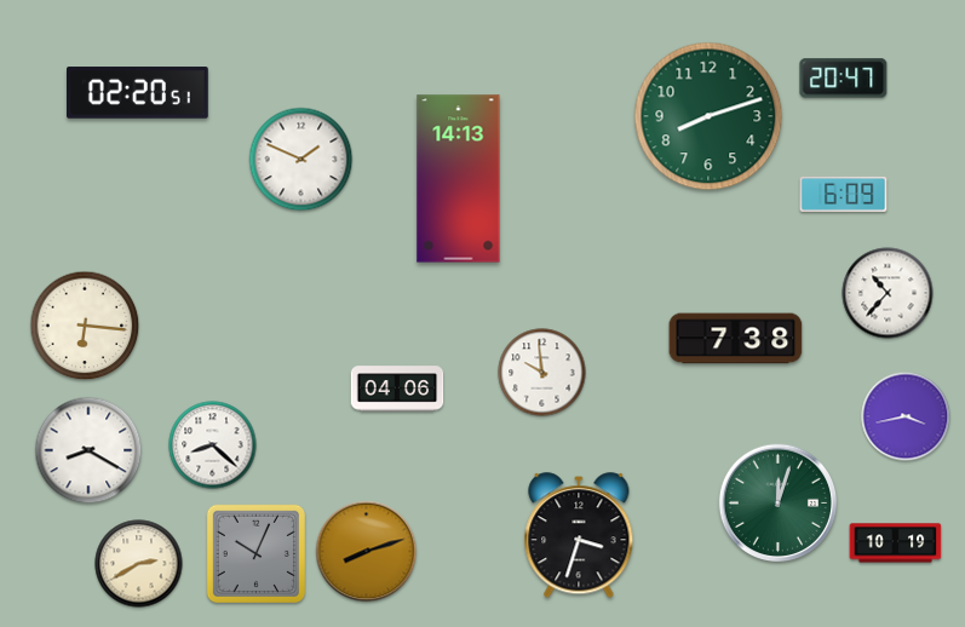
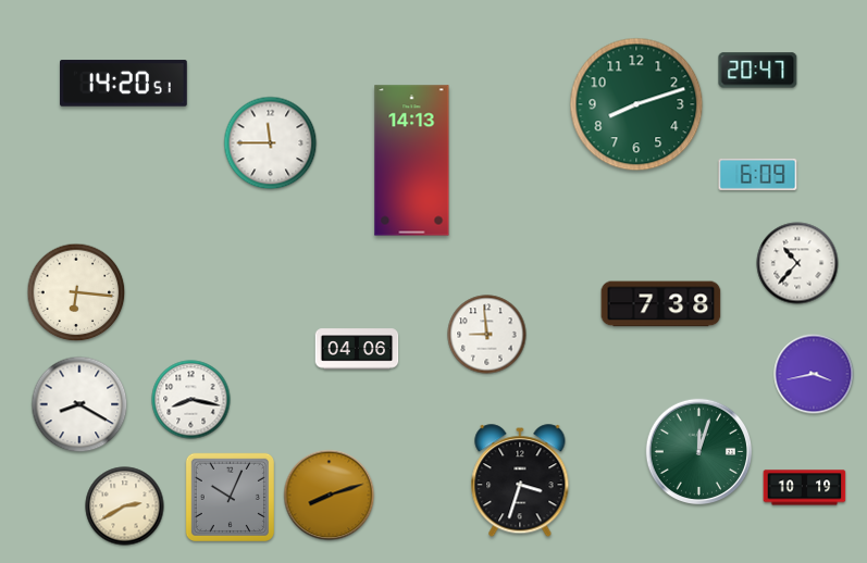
clock at (138, 93): 02:20 -> 14:20
clock at (301, 160): 1:49 -> 11:45
clock at (542, 373): 9:59 -> 8:59
clock at (213, 445): 8:22 -> 8:17
